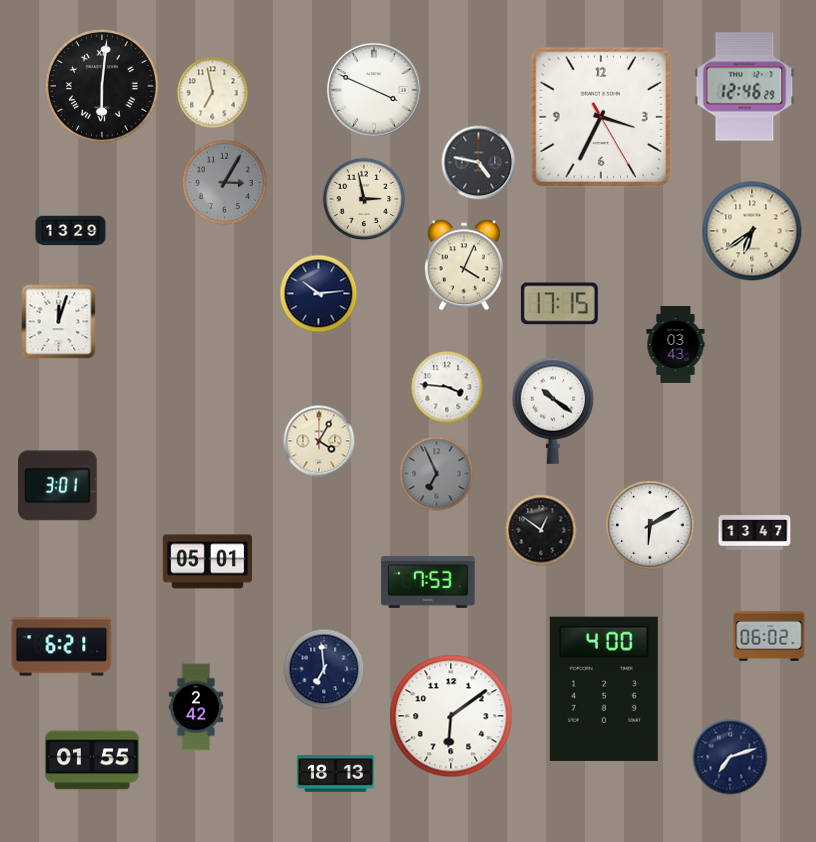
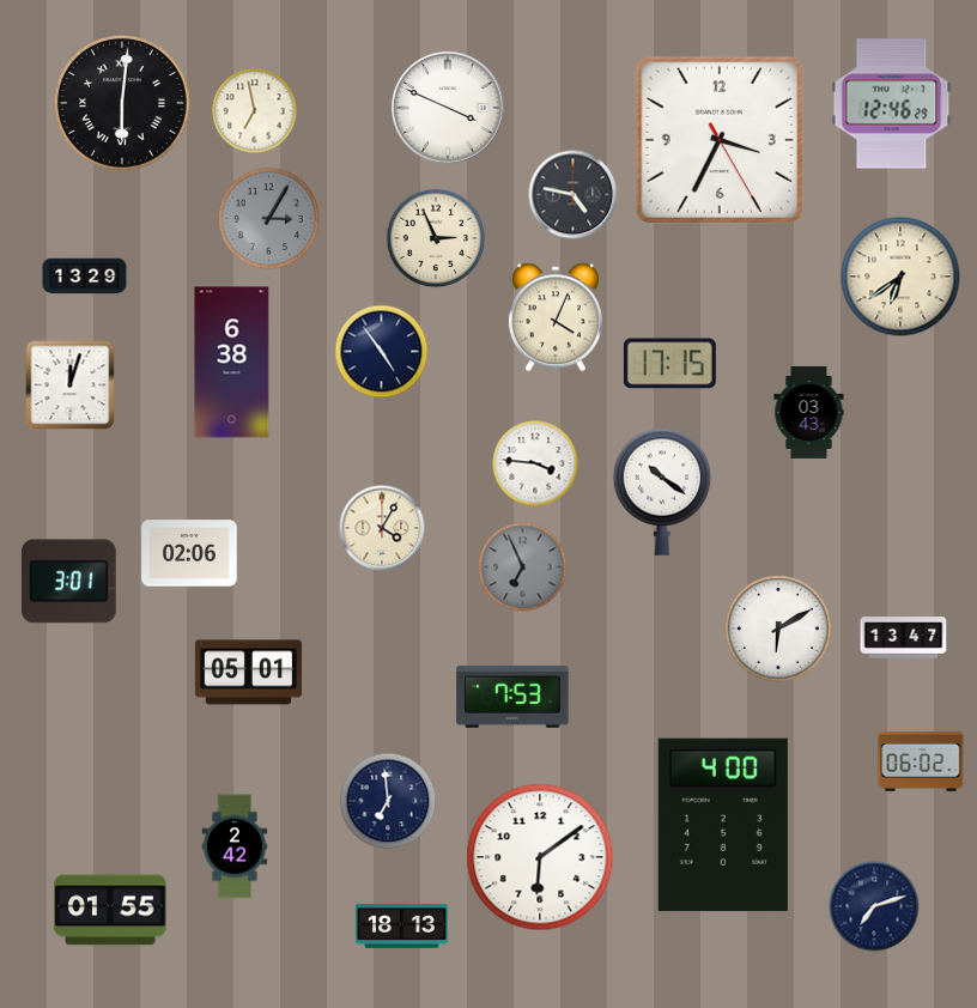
clock at (364, 199): 2:58 -> 2:56
clock at (319, 294): 10:14 -> 4:54
clock at (232, 363): none -> 6:38
clock at (189, 553): none -> 02:06
clock at (541, 530): 12:51 -> none
clock at (62, 647): 6:21 -> none
